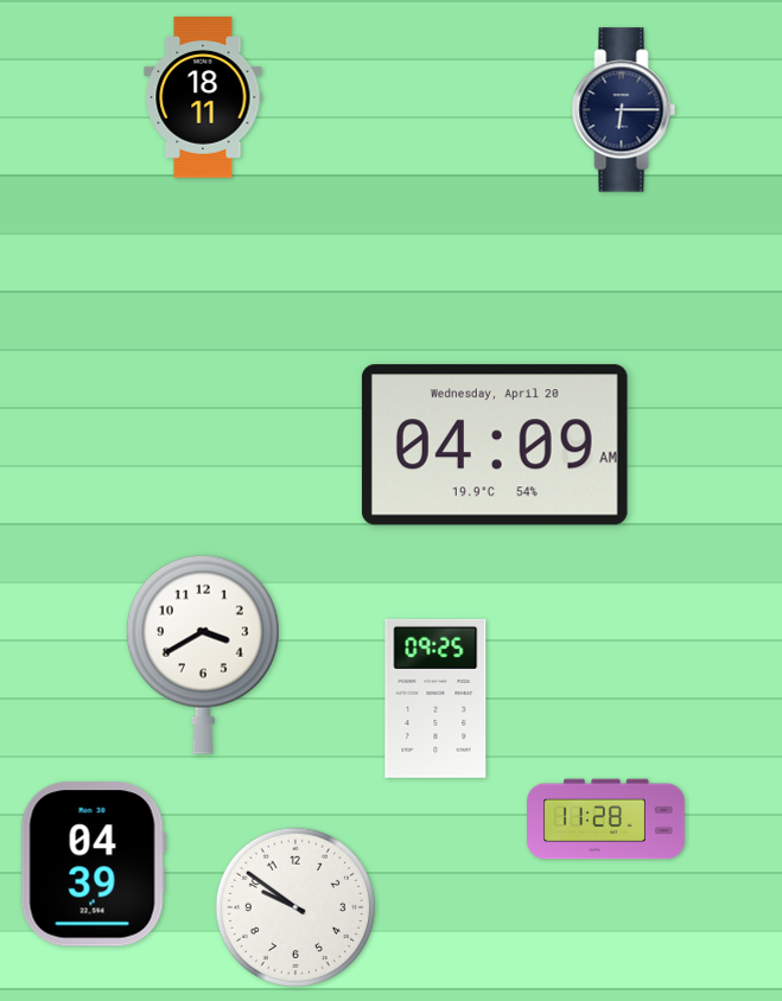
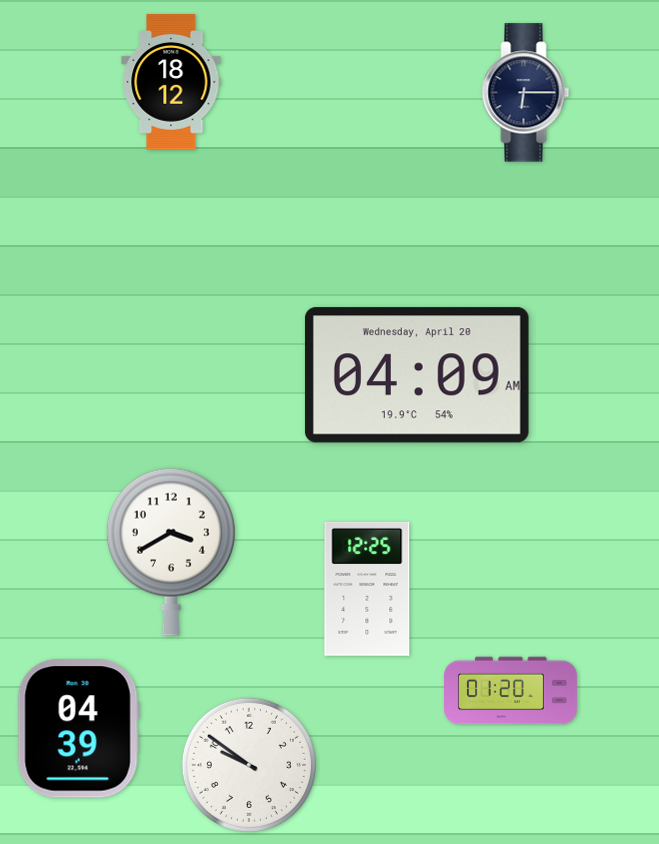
clock at (203, 97): 18:11 -> 18:12
clock at (435, 699): 09:25 -> 12:25
clock at (606, 820): 11:28 -> 01:20
